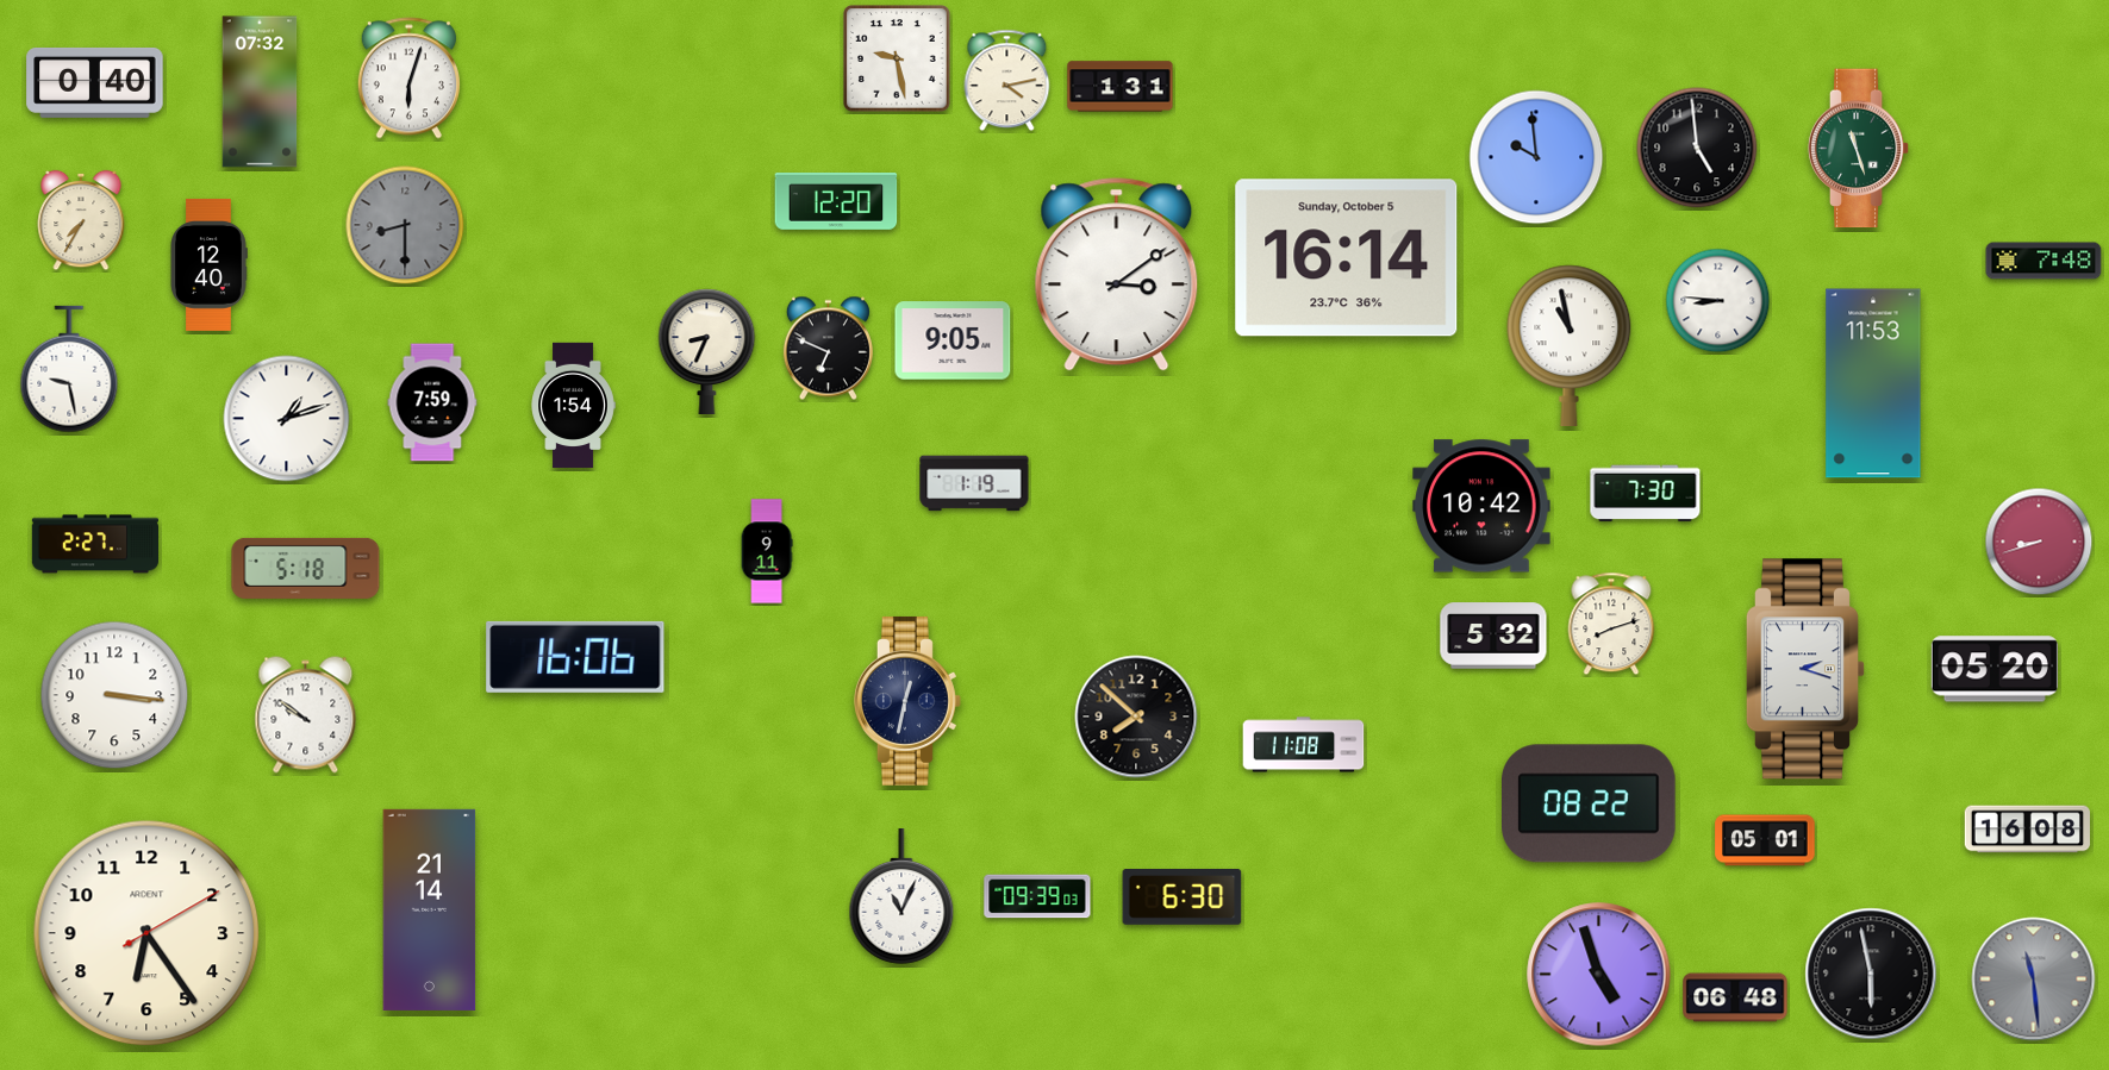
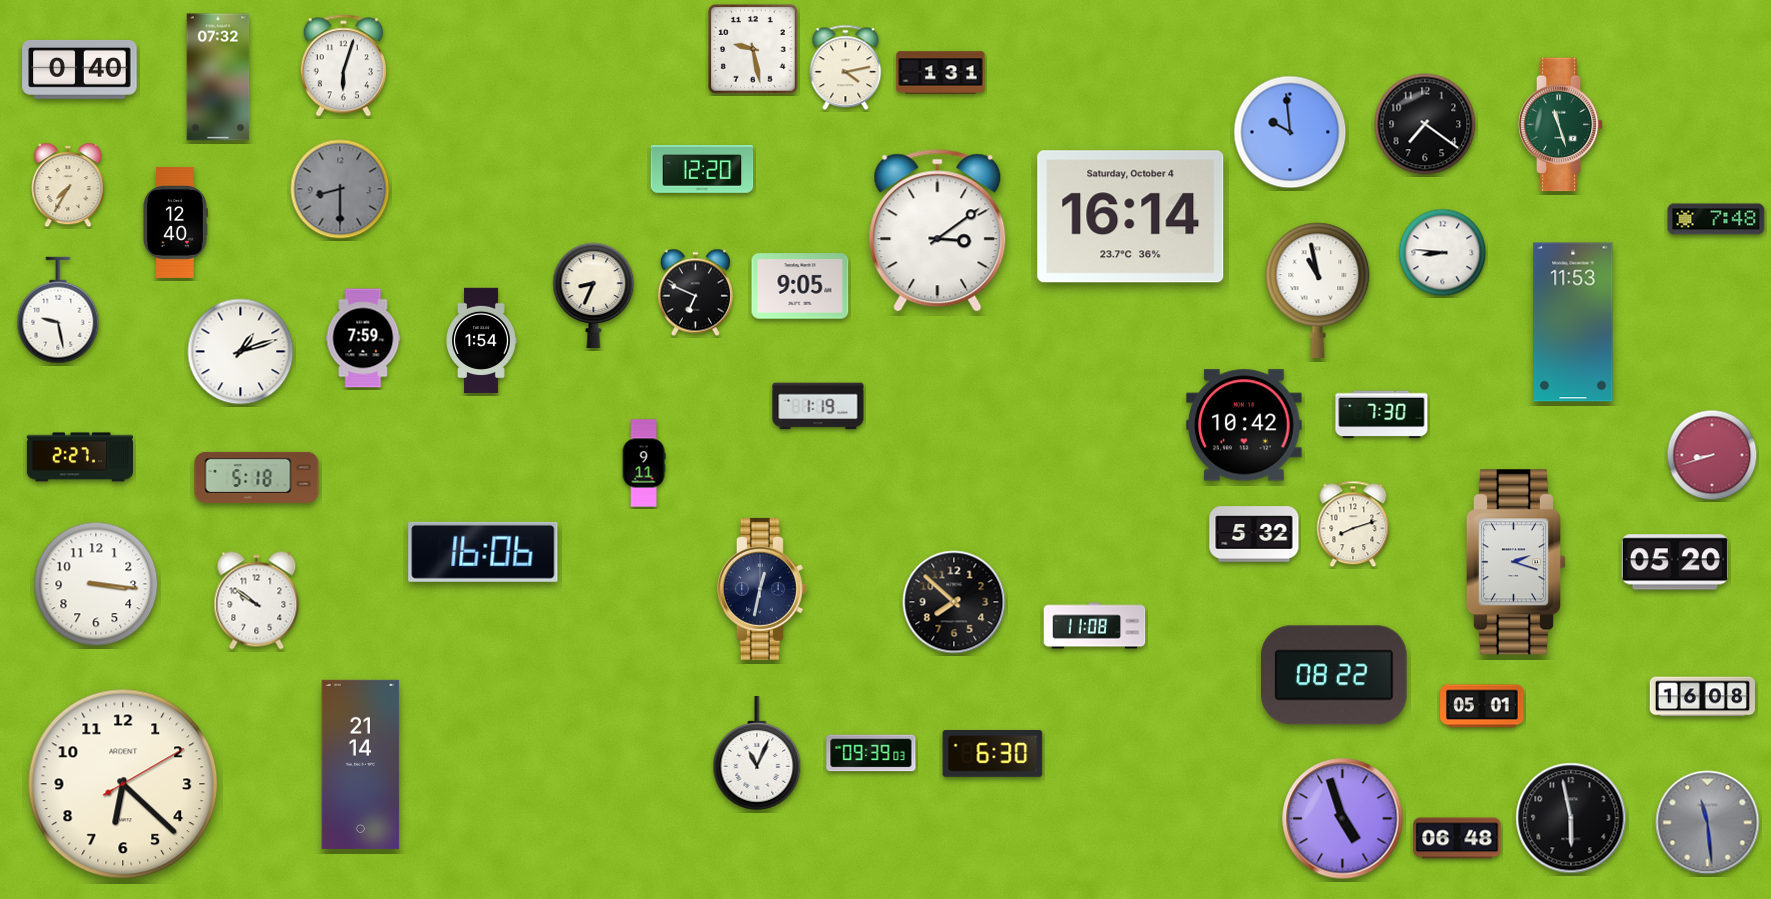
clock at (1697, 148): 4:59 -> 7:21
clock at (1347, 258) date: Sunday, October 5 -> Saturday, October 4
clock at (146, 933): 6:24 -> 6:22
